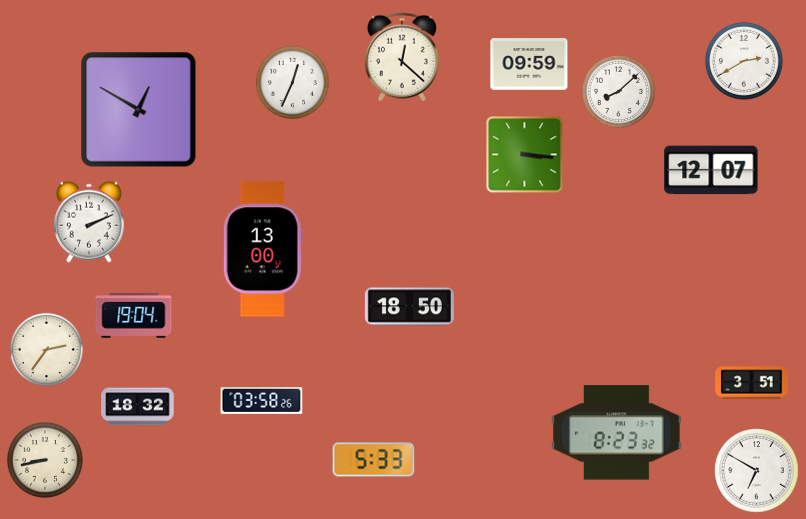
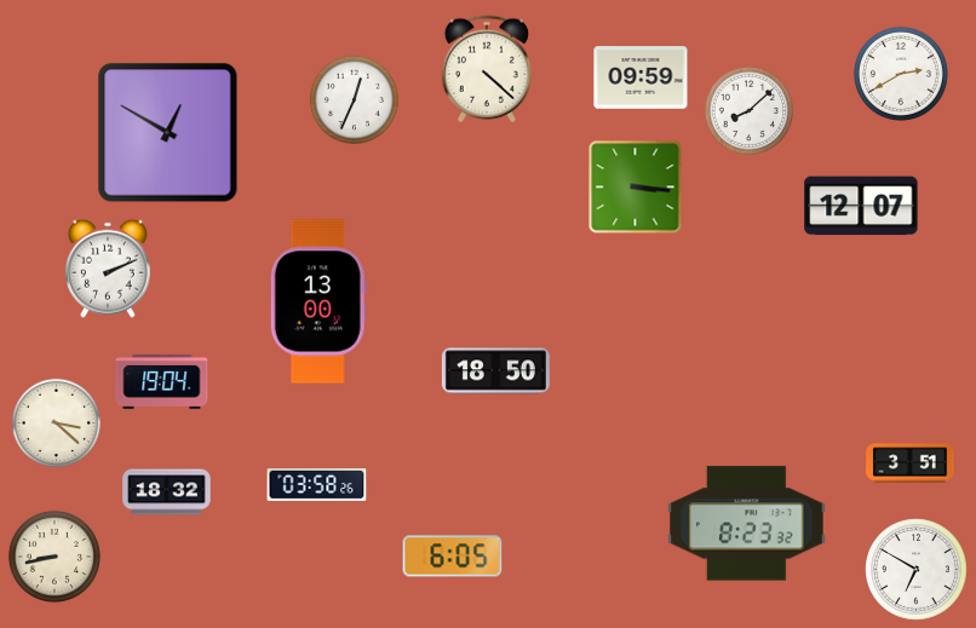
clock at (402, 57): 12:22 -> 4:22
clock at (46, 349): 2:36 -> 3:22
clock at (374, 460): 5:33 -> 6:05
